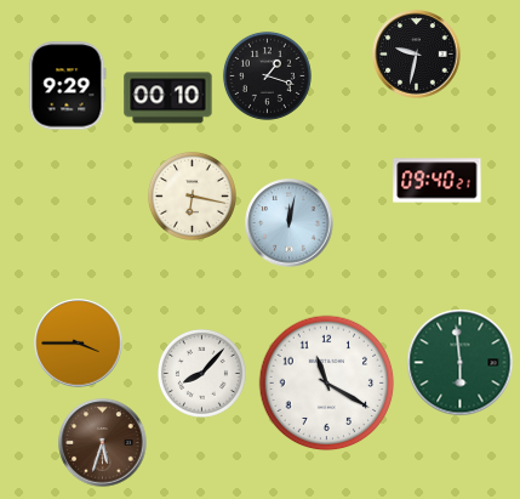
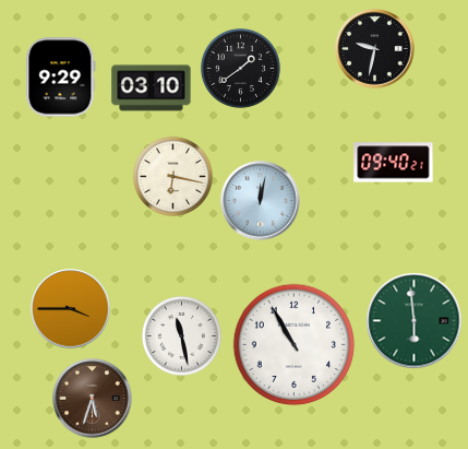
clock at (267, 75): 1:18 -> 1:39
clock at (168, 98): 00:10 -> 03:10
clock at (461, 363) position: (461, 363) -> (415, 321)
clock at (201, 373): 8:07 -> 11:28
clock at (327, 384): 11:20 -> 10:55
